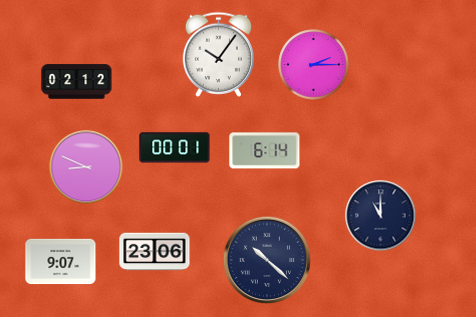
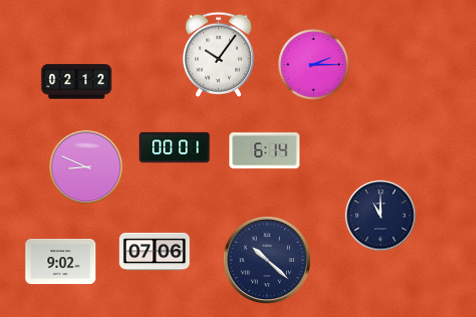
clock at (155, 252): 23:06 -> 07:06
clock at (61, 262): 9:07 -> 9:02
